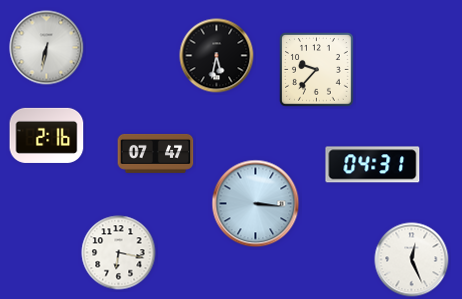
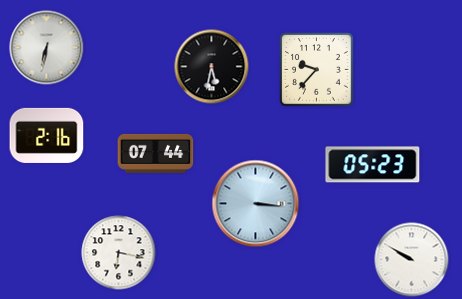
clock at (217, 56) position: (217, 56) -> (212, 67)
clock at (156, 153): 07:47 -> 07:44
clock at (373, 165): 04:31 -> 05:23
clock at (412, 260): 12:26 -> 9:50
